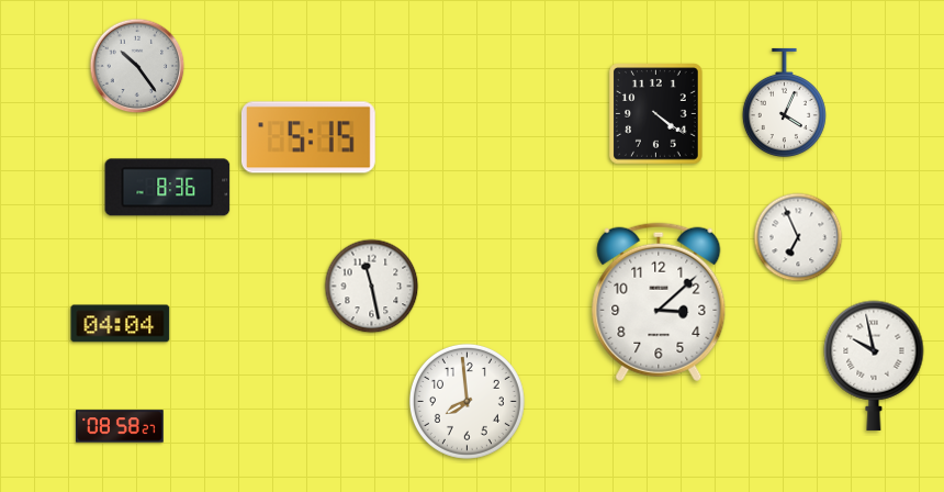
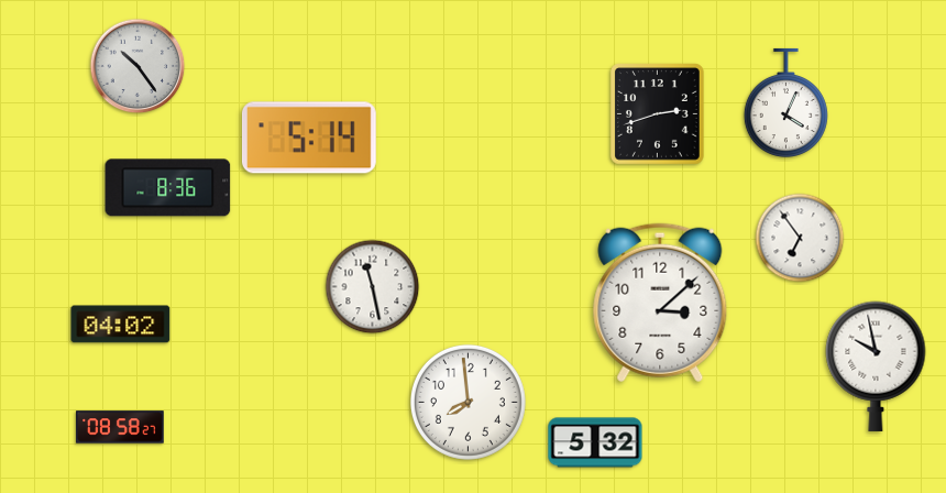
clock at (656, 114): 4:21 -> 2:42
clock at (308, 137): 5:15 -> 5:14
clock at (798, 237): 6:56 -> 6:54
clock at (121, 324): 04:04 -> 04:02
clock at (595, 442): none -> 5:32
